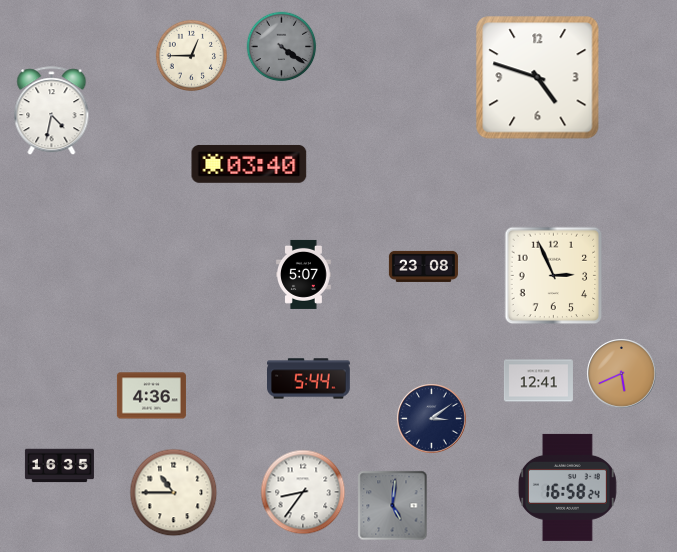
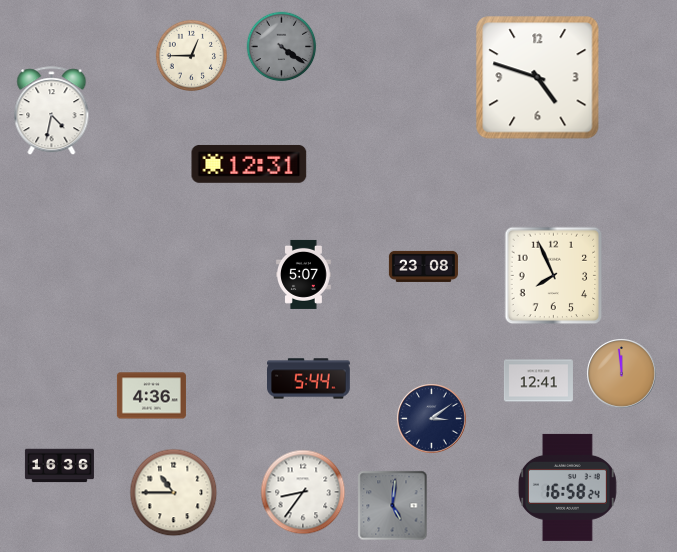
clock at (249, 164): 03:40 -> 12:31
clock at (554, 276): 2:56 -> 7:56
clock at (622, 374): 5:41 -> 11:59
clock at (59, 466): 16:35 -> 16:36
